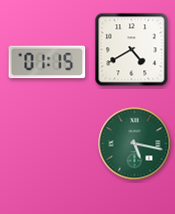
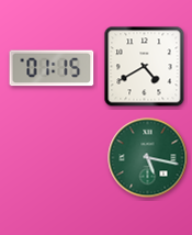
clock at (132, 50) position: (132, 50) -> (145, 67)
